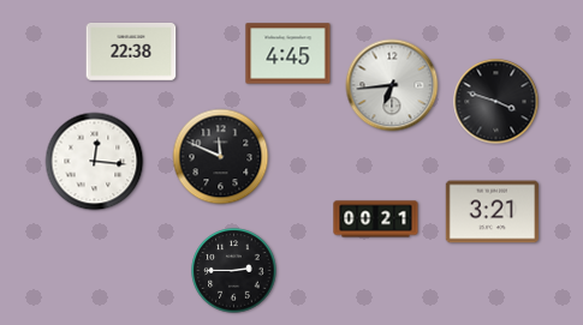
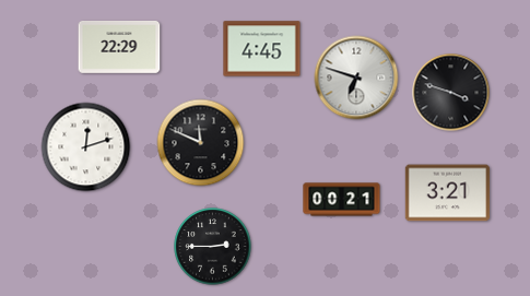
clock at (131, 52): 22:38 -> 22:29
clock at (392, 85): 6:44 -> 6:48
clock at (95, 162): 12:16 -> 12:12
